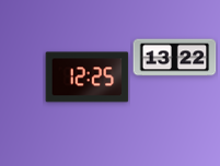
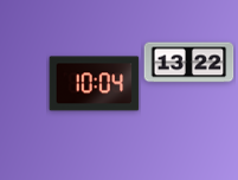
clock at (88, 78): 12:25 -> 10:04
